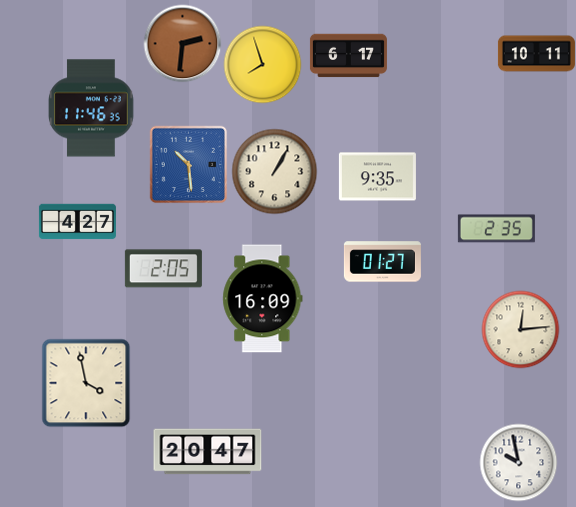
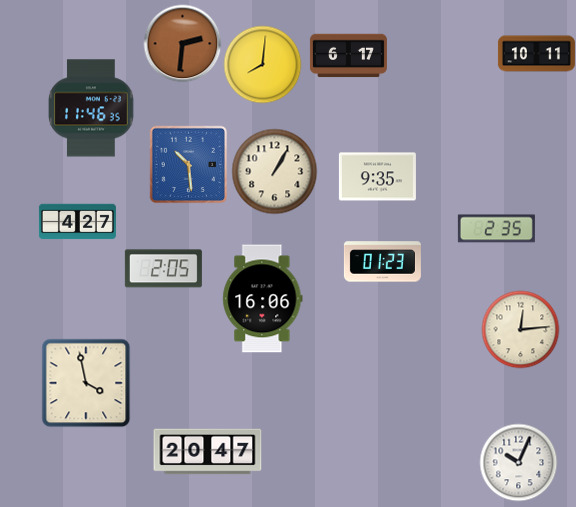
clock at (262, 64): 7:57 -> 8:01
clock at (382, 262): 01:27 -> 01:23
clock at (263, 299): 16:09 -> 16:06
clock at (518, 462): 9:58 -> 10:04
